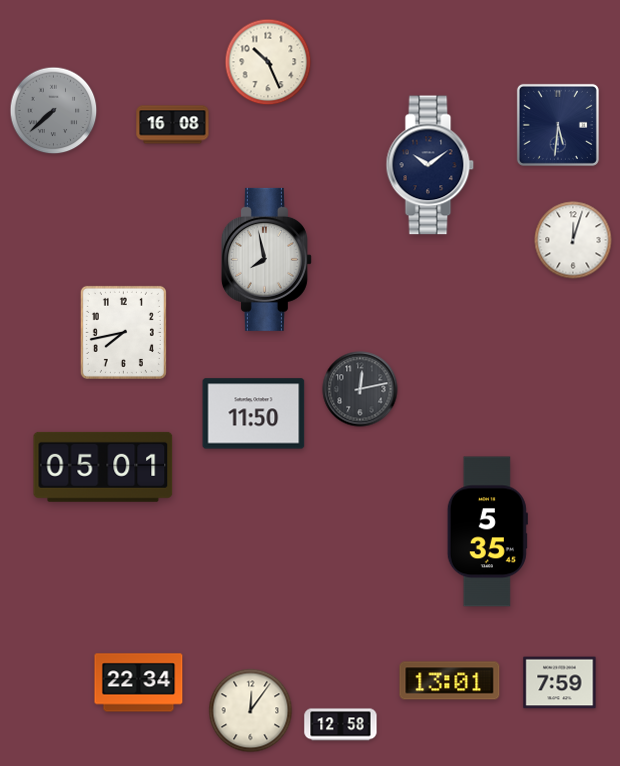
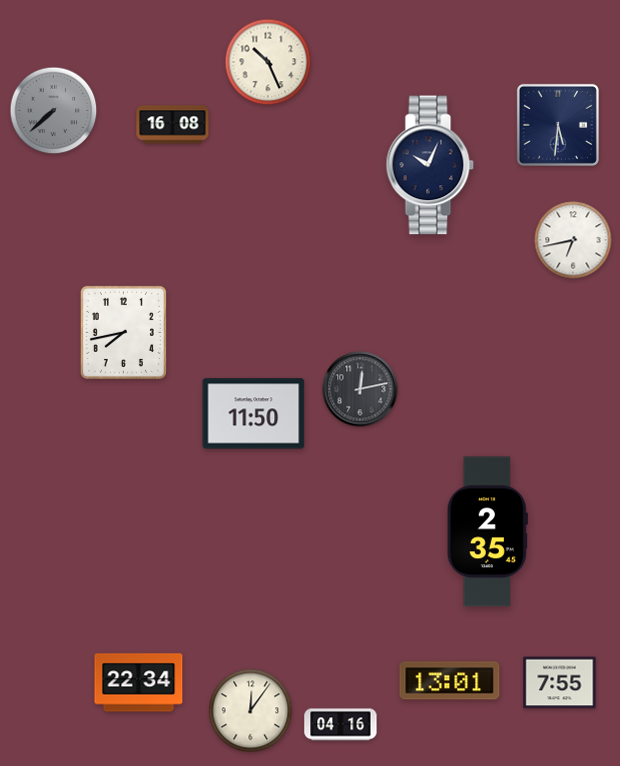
clock at (430, 165): 10:09 -> 10:04
clock at (573, 240): 12:03 -> 6:43
clock at (266, 259): 7:58 -> none
clock at (103, 467): 05:01 -> none
clock at (487, 532): 5:35 -> 2:35
clock at (560, 683): 7:59 -> 7:55
clock at (341, 725): 12:58 -> 04:16
